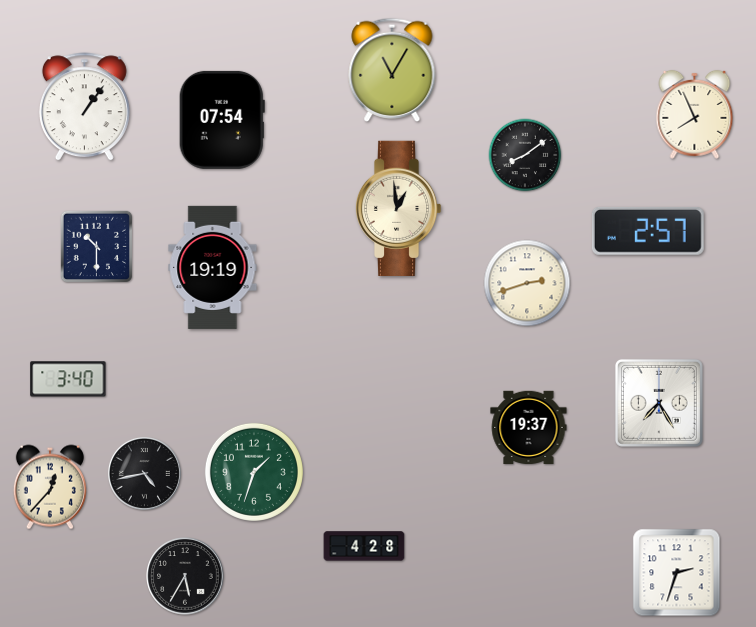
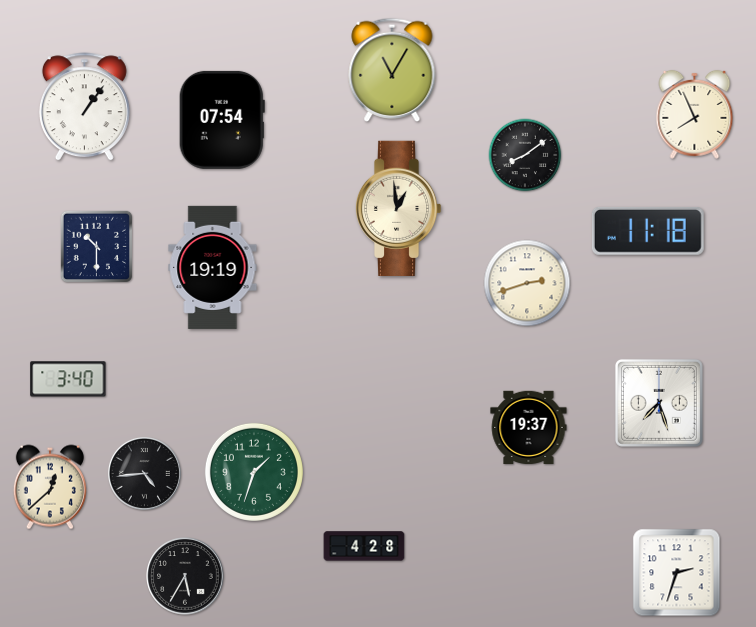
clock at (648, 231): 2:57 -> 11:18
clock at (659, 403): 7:25 -> 7:27
clock at (144, 473): 4:43 -> 4:44
clock at (50, 487): 12:37 -> 12:38
